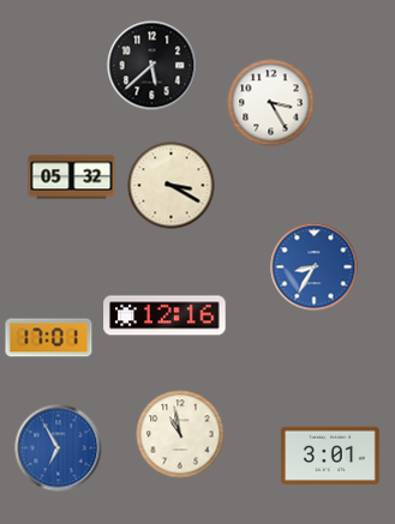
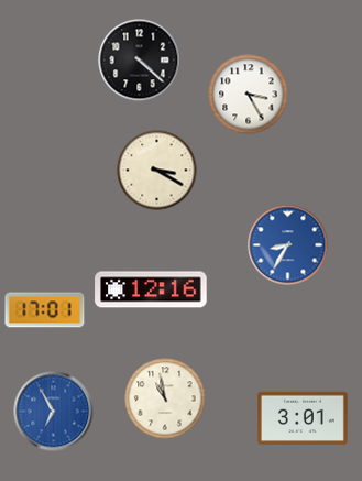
clock at (152, 66): 5:38 -> 4:22
clock at (72, 177): 05:32 -> none
